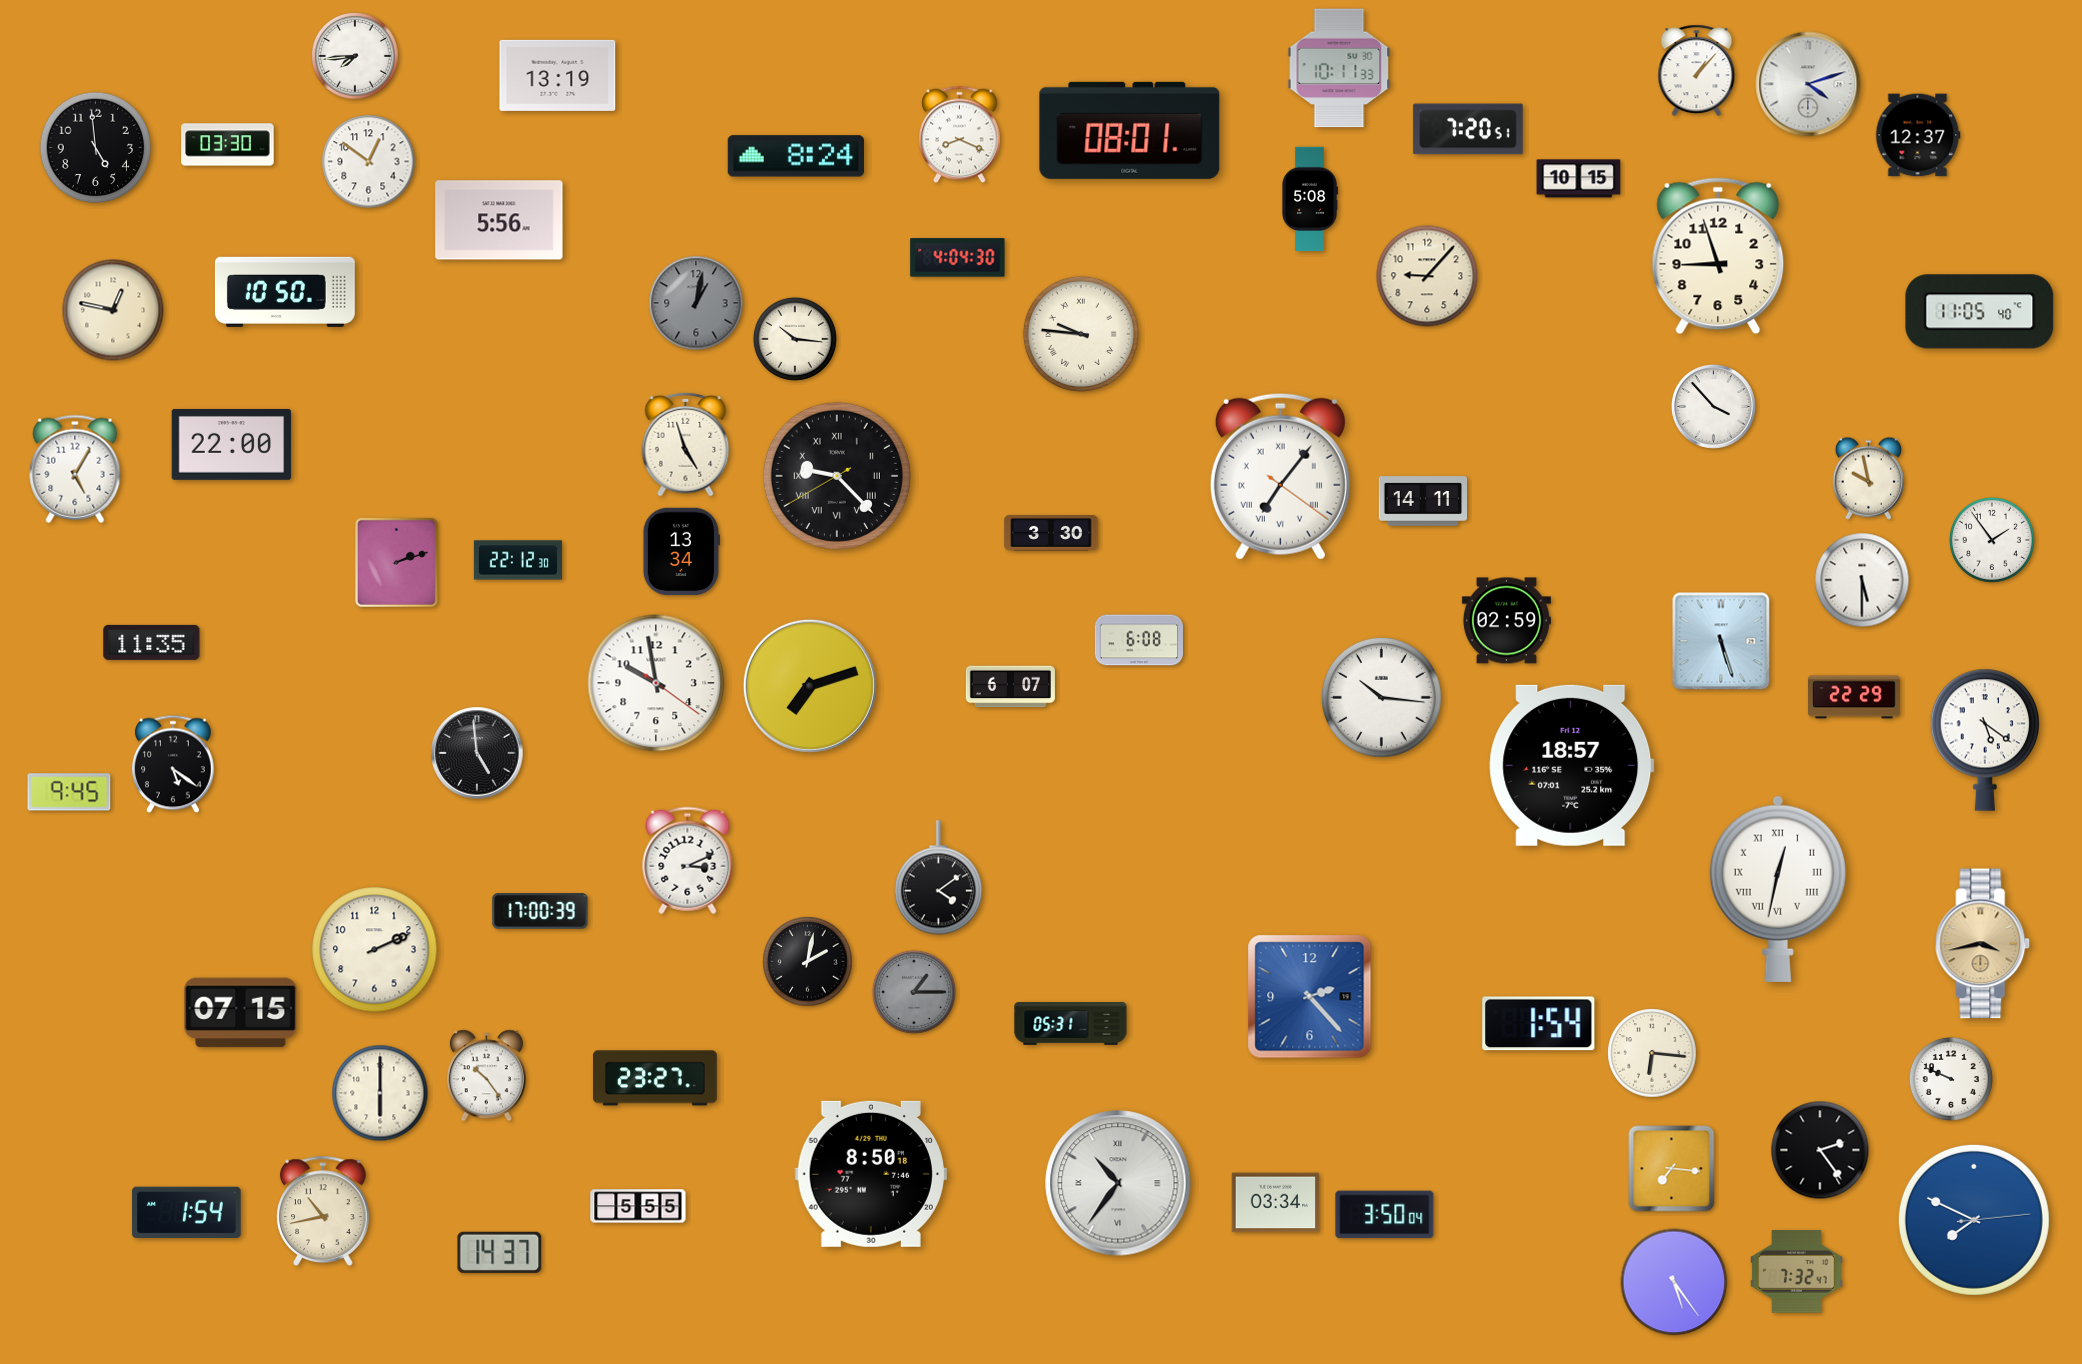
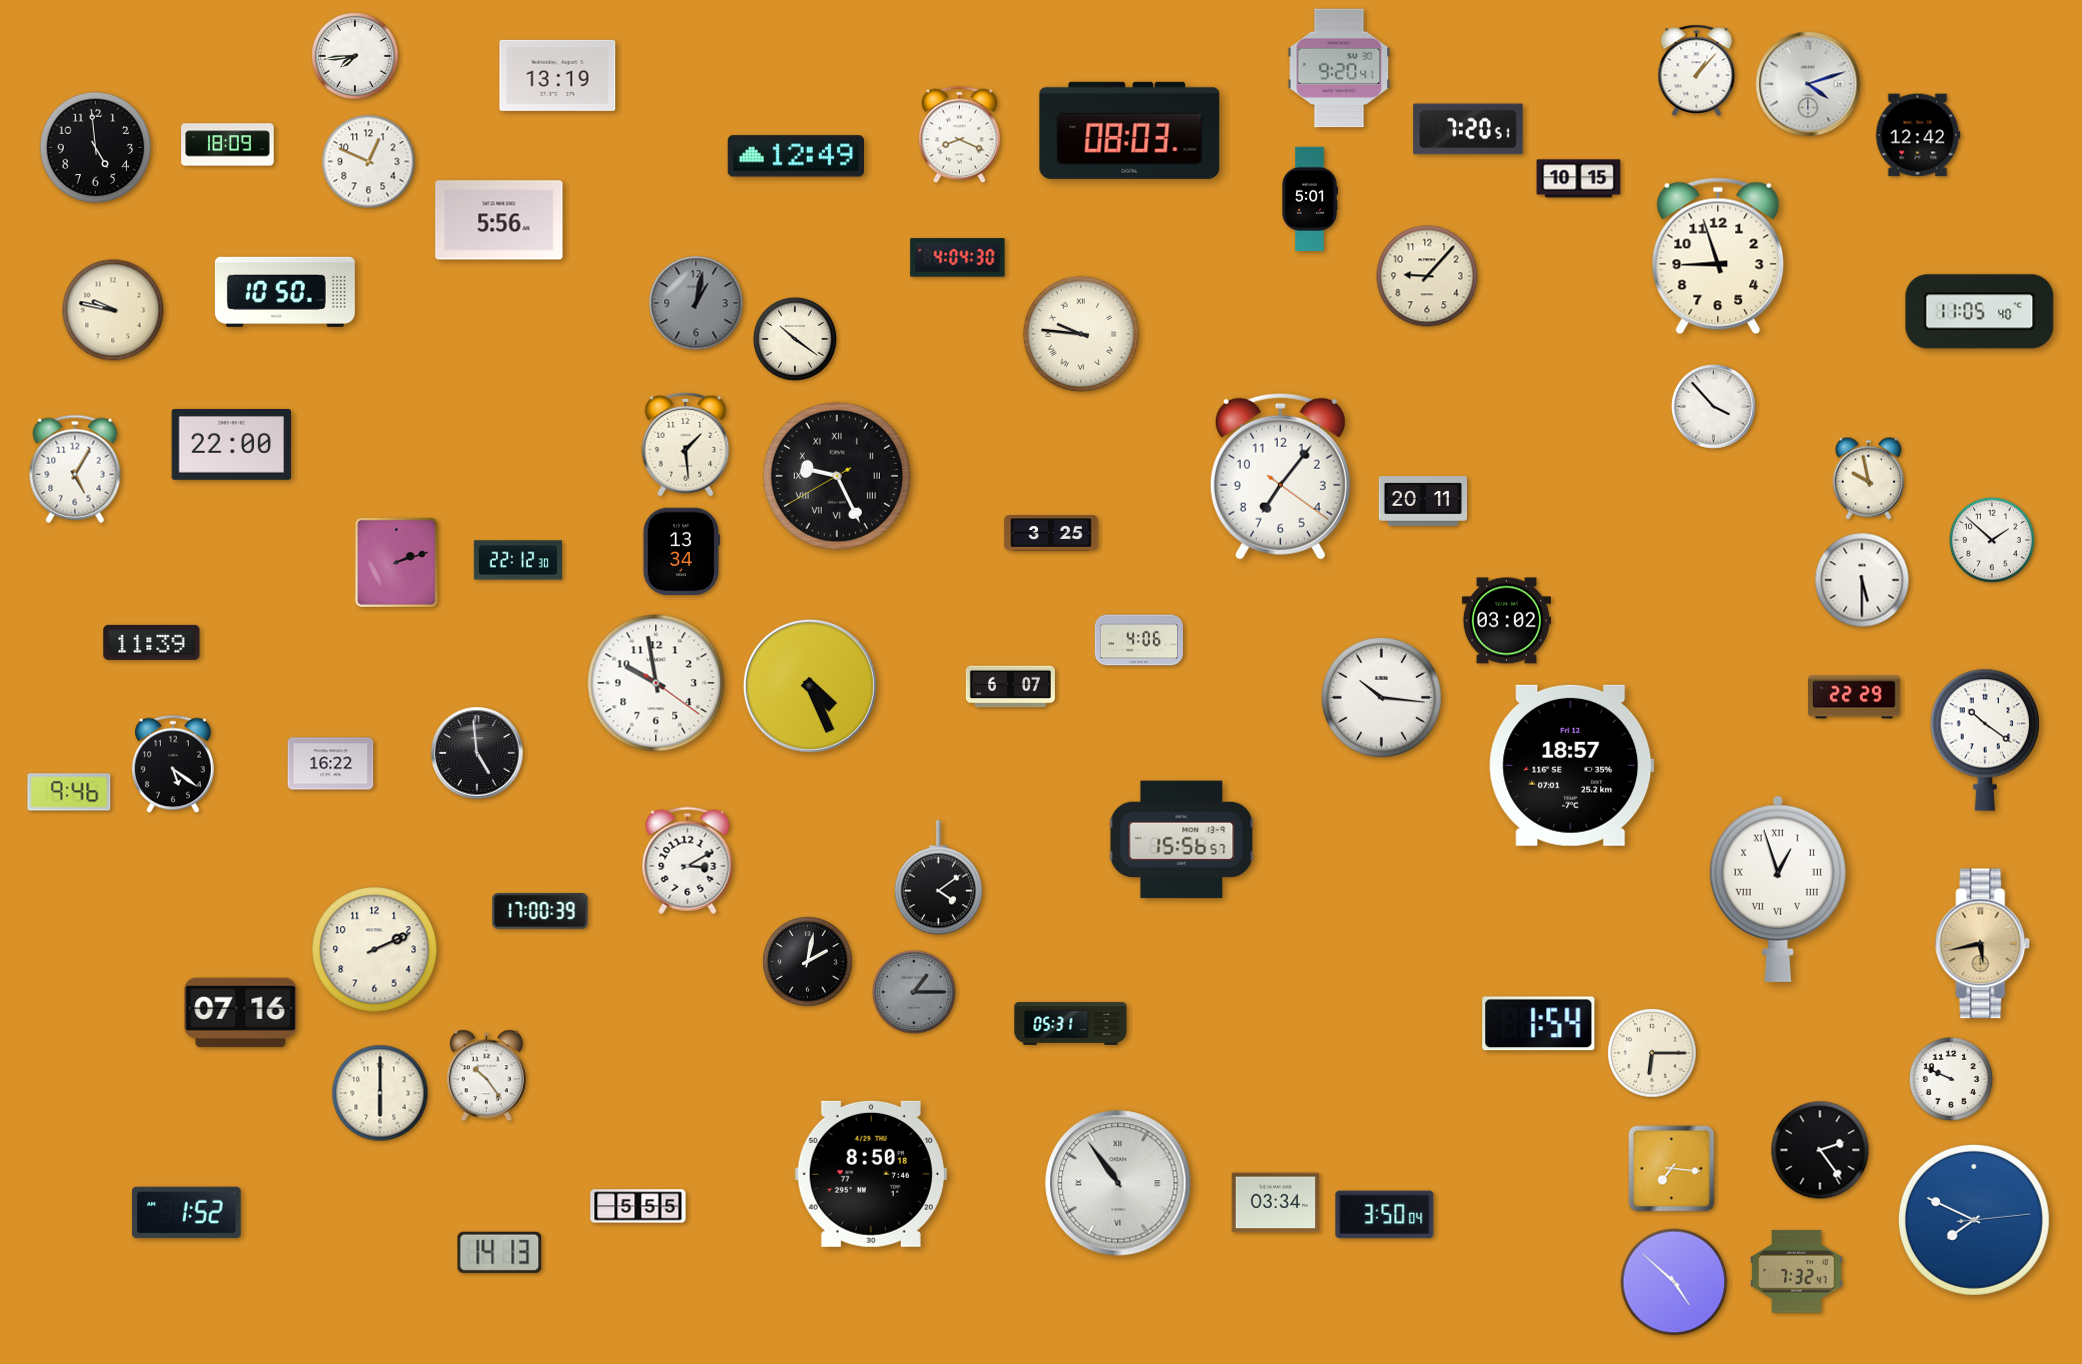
clock at (1339, 68): 10:11 -> 9:20
clock at (1130, 130): 08:01 -> 08:03
clock at (1918, 135): 12:37 -> 12:42
clock at (228, 145): 03:30 -> 18:09
clock at (795, 156): 8:24 -> 12:49
clock at (369, 162): 12:51 -> 12:49
clock at (1310, 199): 5:08 -> 5:01
clock at (113, 310): 12:47 -> 9:47
clock at (795, 339): 10:16 -> 10:21
clock at (686, 444): 4:57 -> 1:29
clock at (837, 476): 9:22 -> 9:25
clock at (1280, 476) numerals: Roman -> Arabic
clock at (1422, 501): 14:11 -> 20:11
clock at (1051, 533): 3:30 -> 3:25
clock at (1992, 540): 1:54 -> 1:52
clock at (1506, 621): 02:59 -> 03:02
clock at (1138, 640): 6:08 -> 4:06
clock at (1721, 641): 5:27 -> none
clock at (152, 642): 11:35 -> 11:39
clock at (810, 686): 7:12 -> 4:26
clock at (1984, 740): 5:21 -> 10:21
clock at (331, 764): none -> 16:22
clock at (69, 792): 9:45 -> 9:46
clock at (1182, 840): none -> 15:56
clock at (688, 861): 3:11 -> 3:10
clock at (1778, 889): 12:32 -> 12:57
clock at (1983, 944): 3:43 -> 5:43
clock at (1310, 997): 2:23 -> none
clock at (241, 1013): 07:15 -> 07:16
clock at (1652, 1053): 6:16 -> 6:15
clock at (655, 1078): 23:27 -> none
clock at (1118, 1183): 10:36 -> 10:54
clock at (323, 1211): 10:43 -> none
clock at (187, 1213): 1:54 -> 1:52
clock at (500, 1252): 14:37 -> 14:13
clock at (1674, 1282): 5:24 -> 4:52
